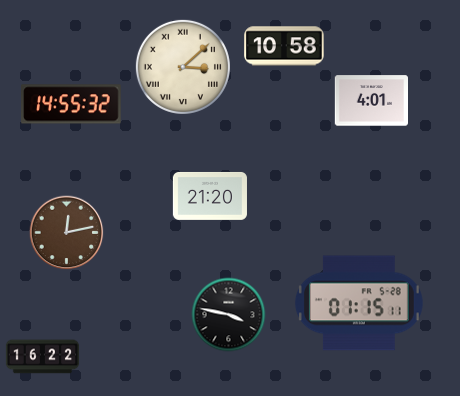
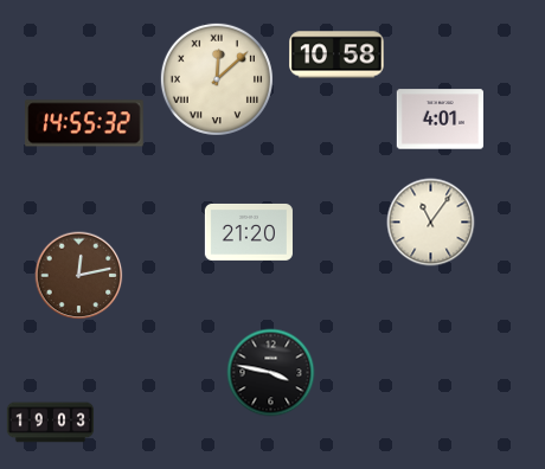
clock at (183, 67): 3:08 -> 12:08
clock at (431, 223): none -> 11:06
clock at (359, 303): 01:15 -> none
clock at (43, 357): 16:22 -> 19:03
